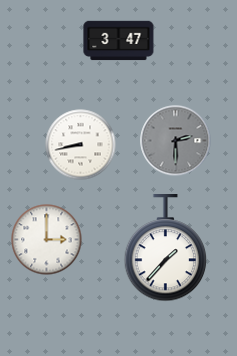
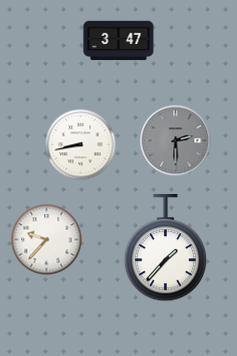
clock at (47, 240): 3:00 -> 9:37
